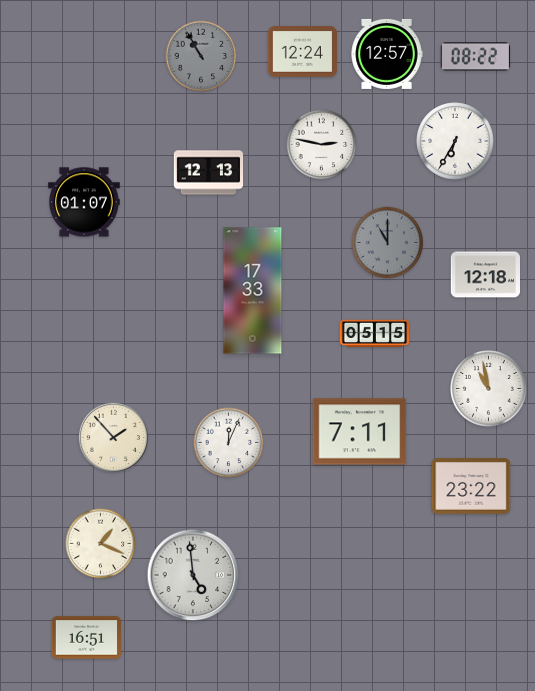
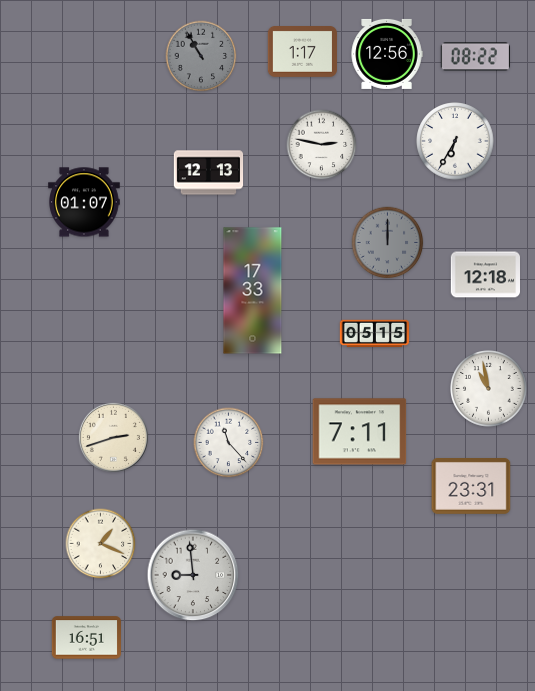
clock at (302, 52): 12:24 -> 1:17
clock at (387, 54): 12:57 -> 12:56
clock at (388, 243): 11:00 -> 12:00
clock at (113, 437): 1:53 -> 2:42
clock at (229, 443): 12:04 -> 11:23
clock at (471, 487): 23:22 -> 23:31
clock at (193, 575): 4:59 -> 8:59
